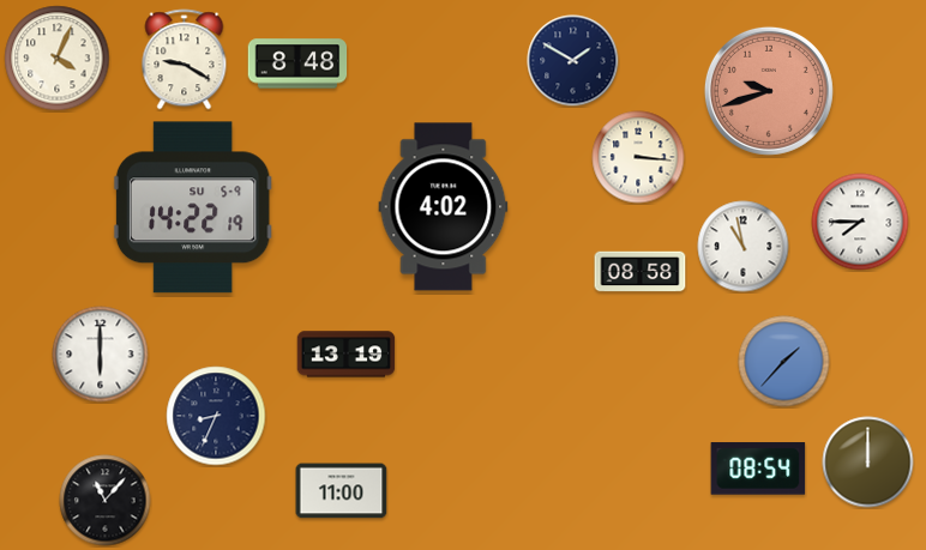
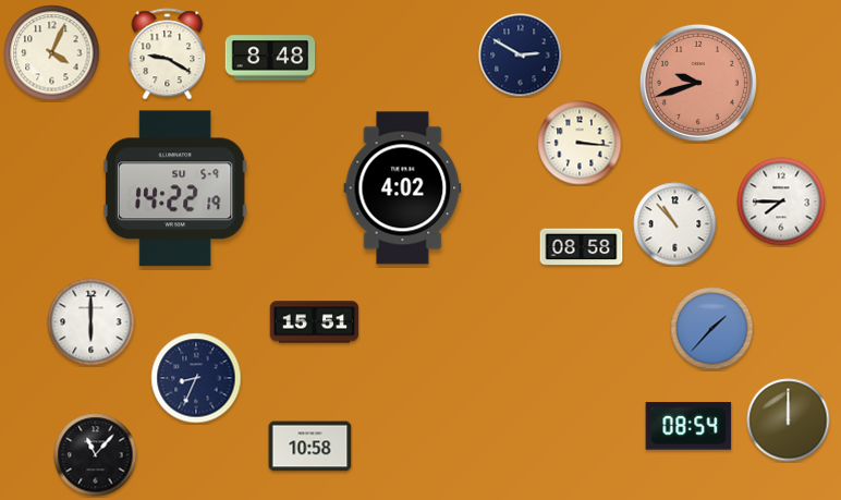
clock at (573, 61): 1:50 -> 2:50
clock at (744, 247): 10:58 -> 10:53
clock at (347, 355): 13:19 -> 15:51
clock at (342, 491): 11:00 -> 10:58
